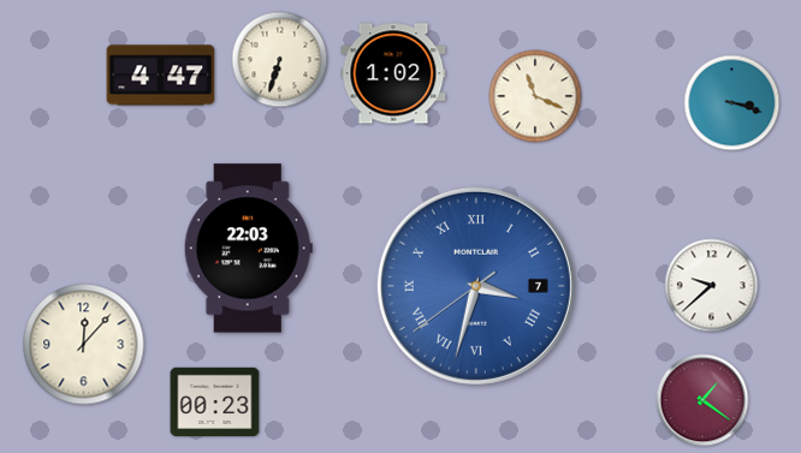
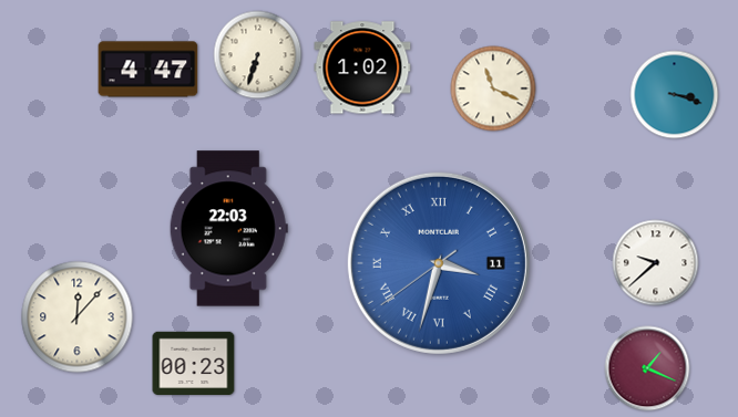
clock at (476, 286) date: 7 -> 11
clock at (702, 400): 1:21 -> 1:19
clock at (215, 401) position: (215, 401) -> (194, 363)
